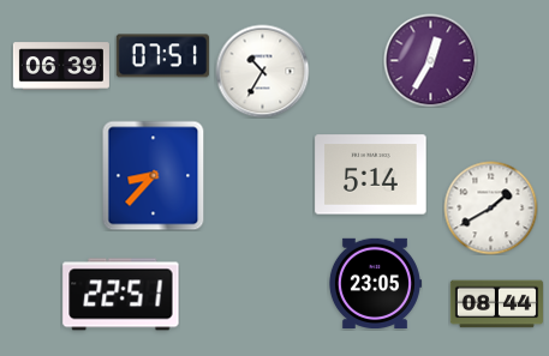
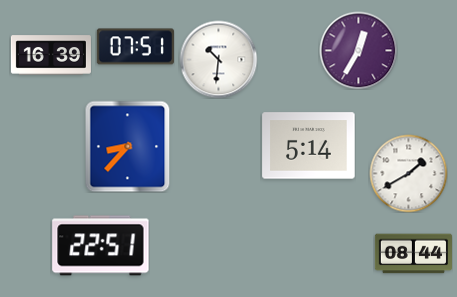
clock at (61, 66): 06:39 -> 16:39
clock at (262, 71): 10:35 -> 10:31
clock at (375, 283): 23:05 -> none
